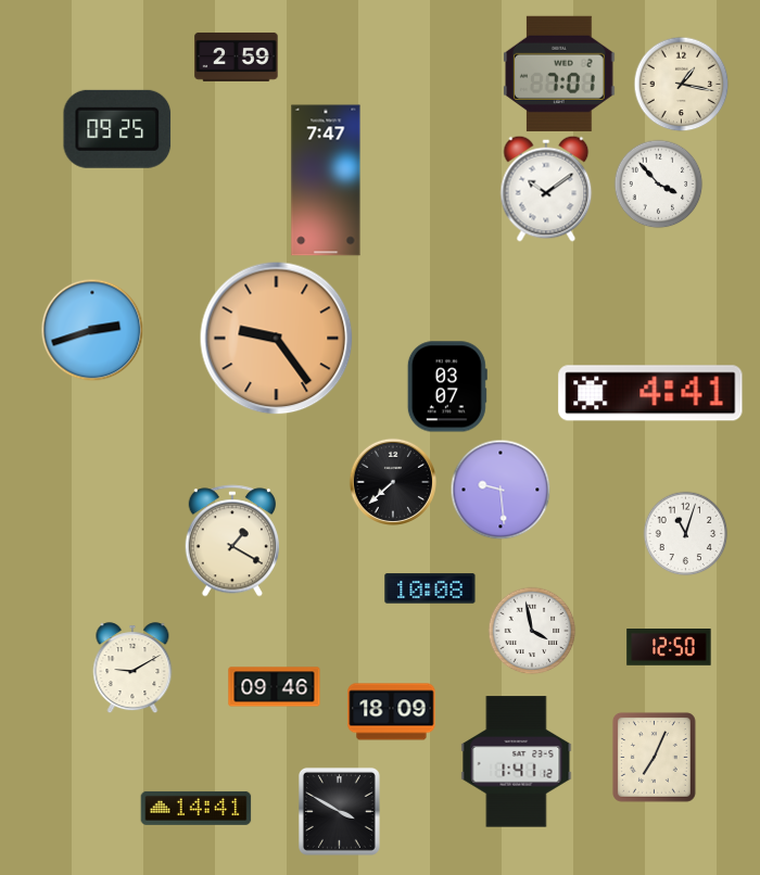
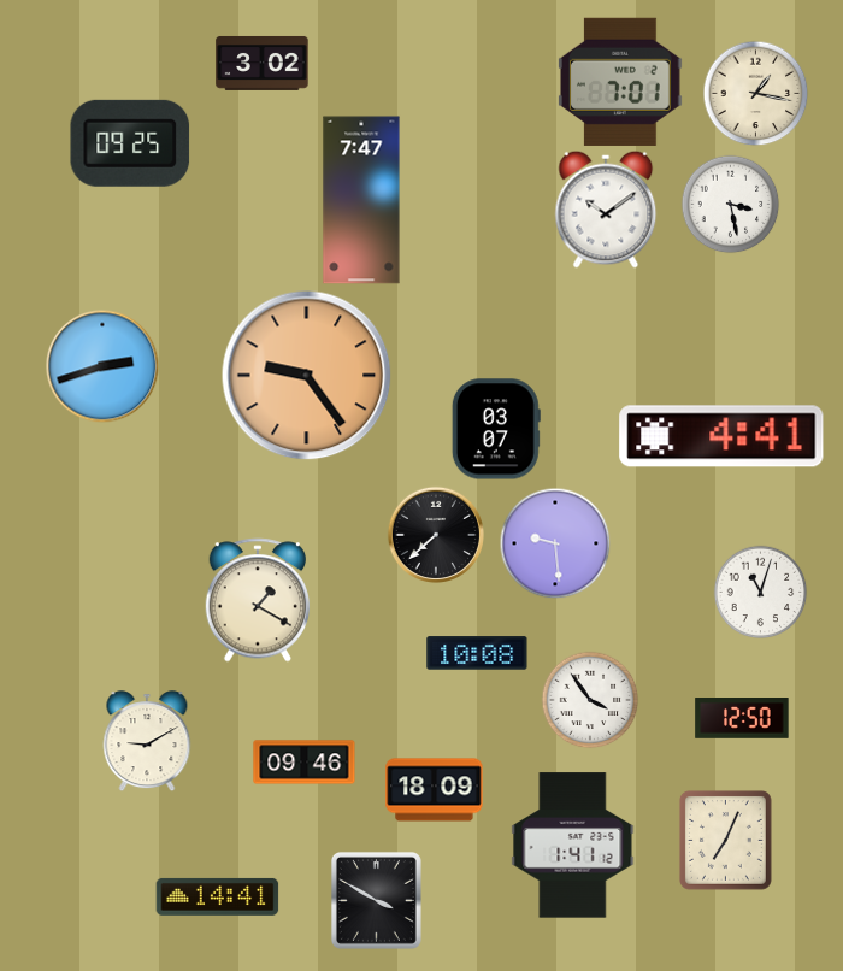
clock at (237, 56): 2:59 -> 3:02
clock at (658, 183): 3:53 -> 3:28
clock at (532, 631): 3:58 -> 3:54
